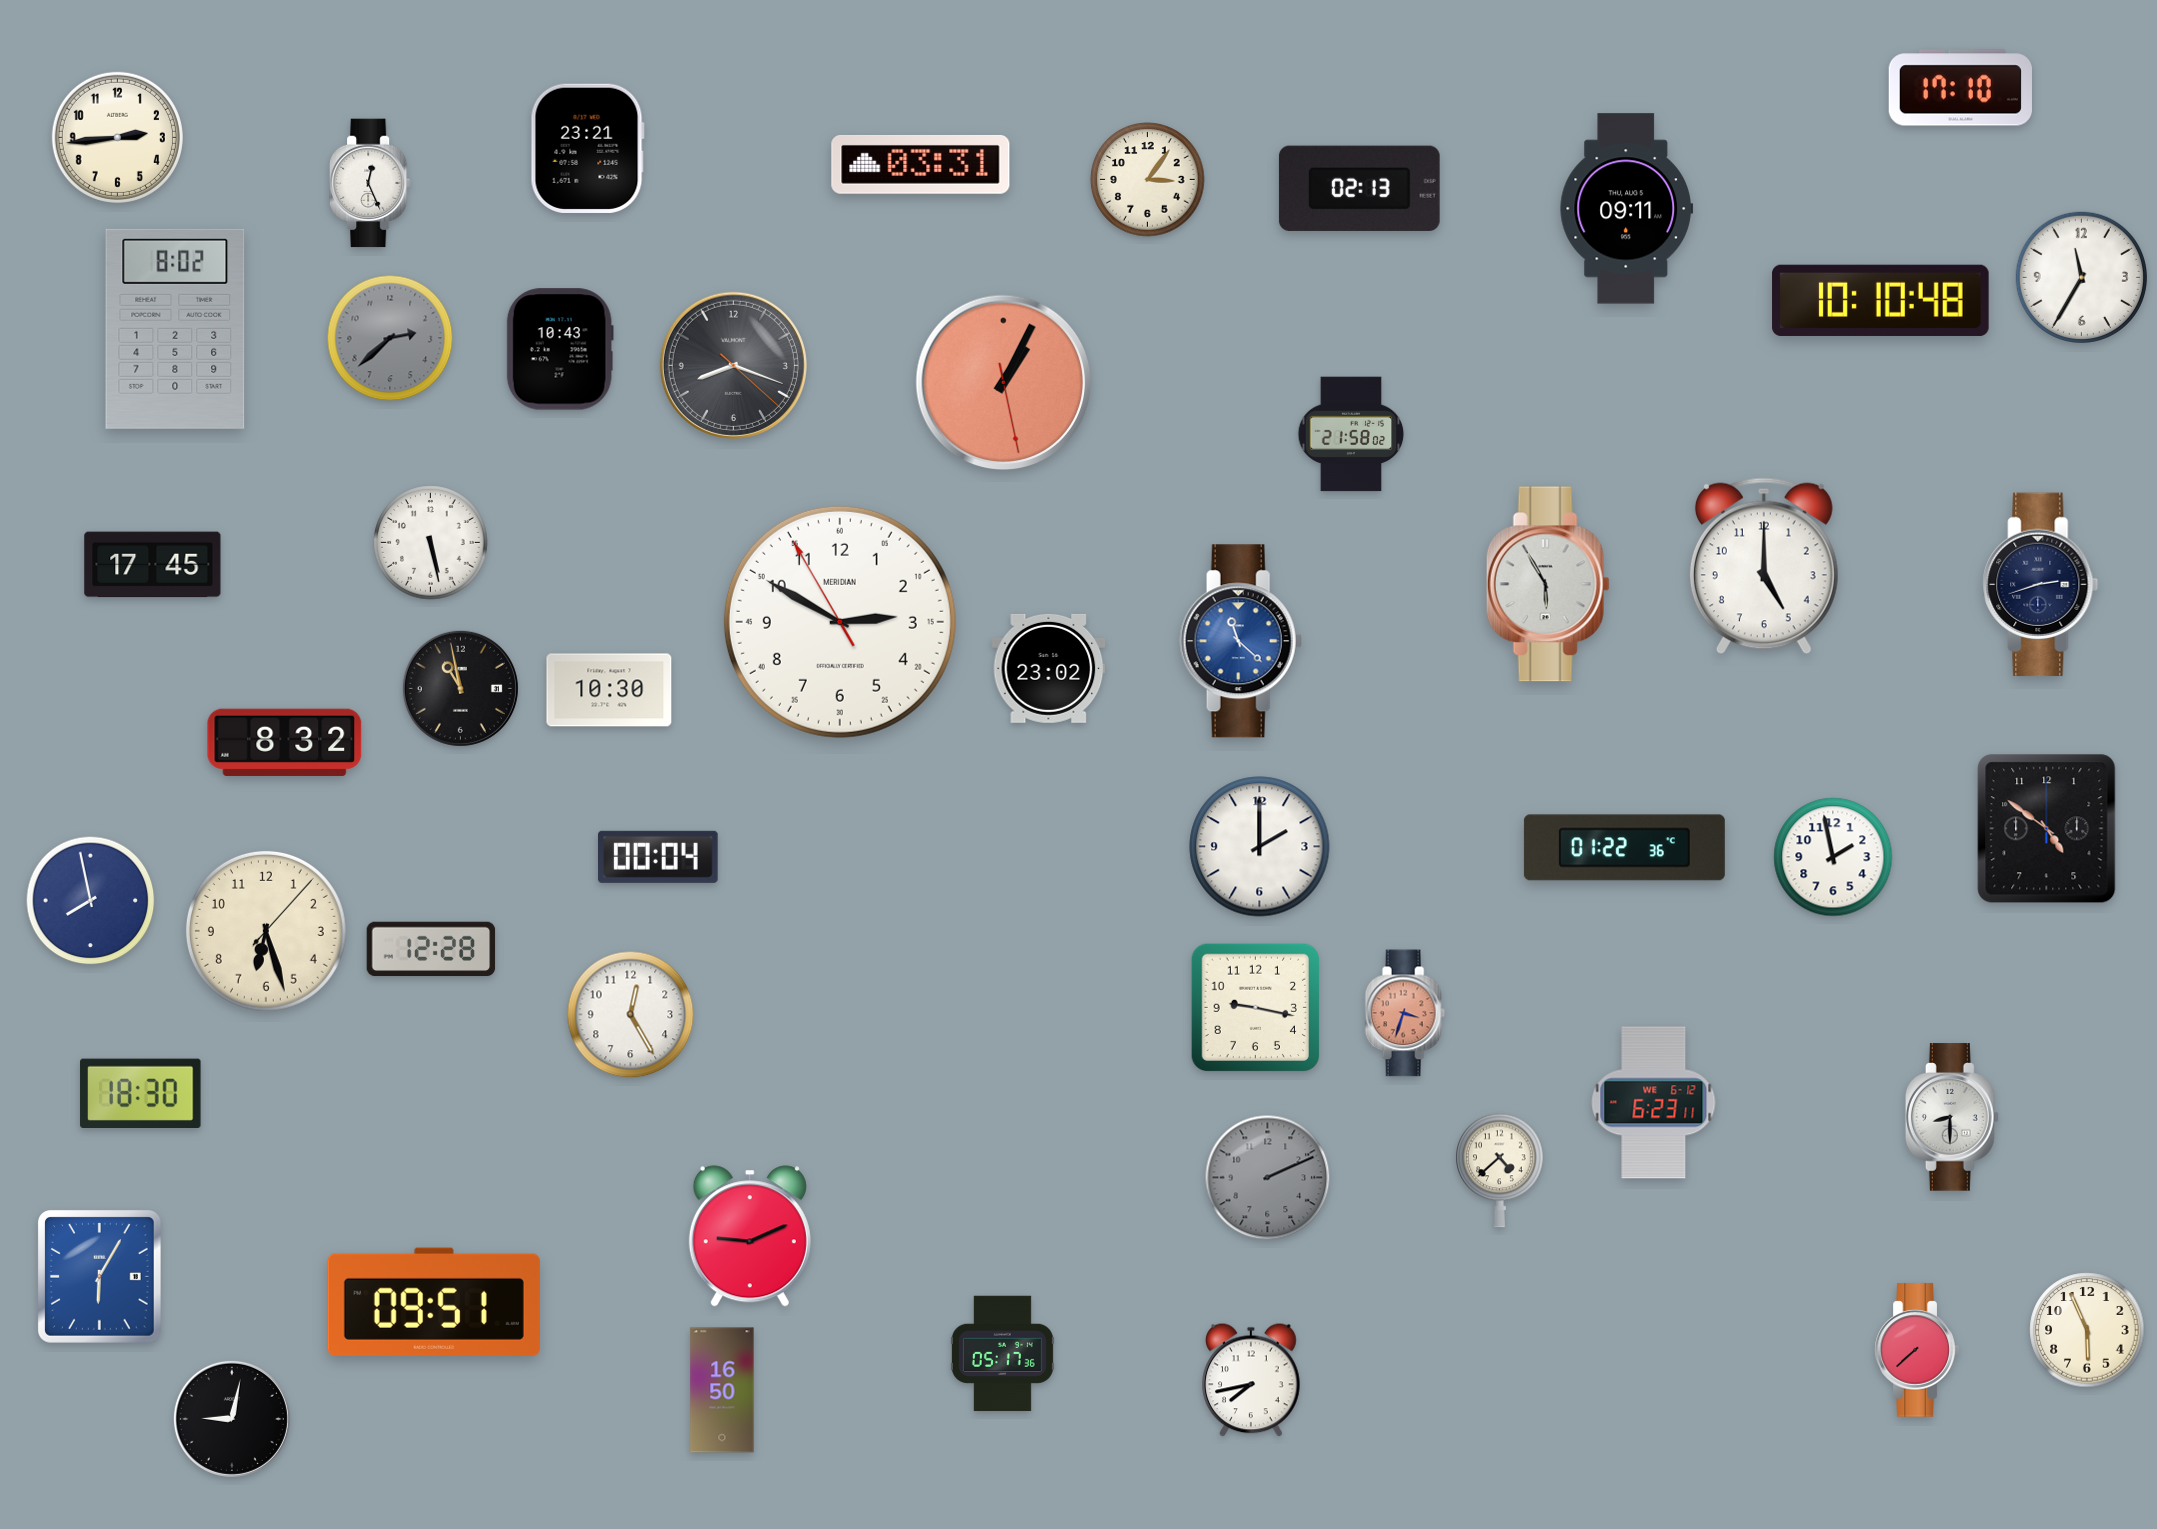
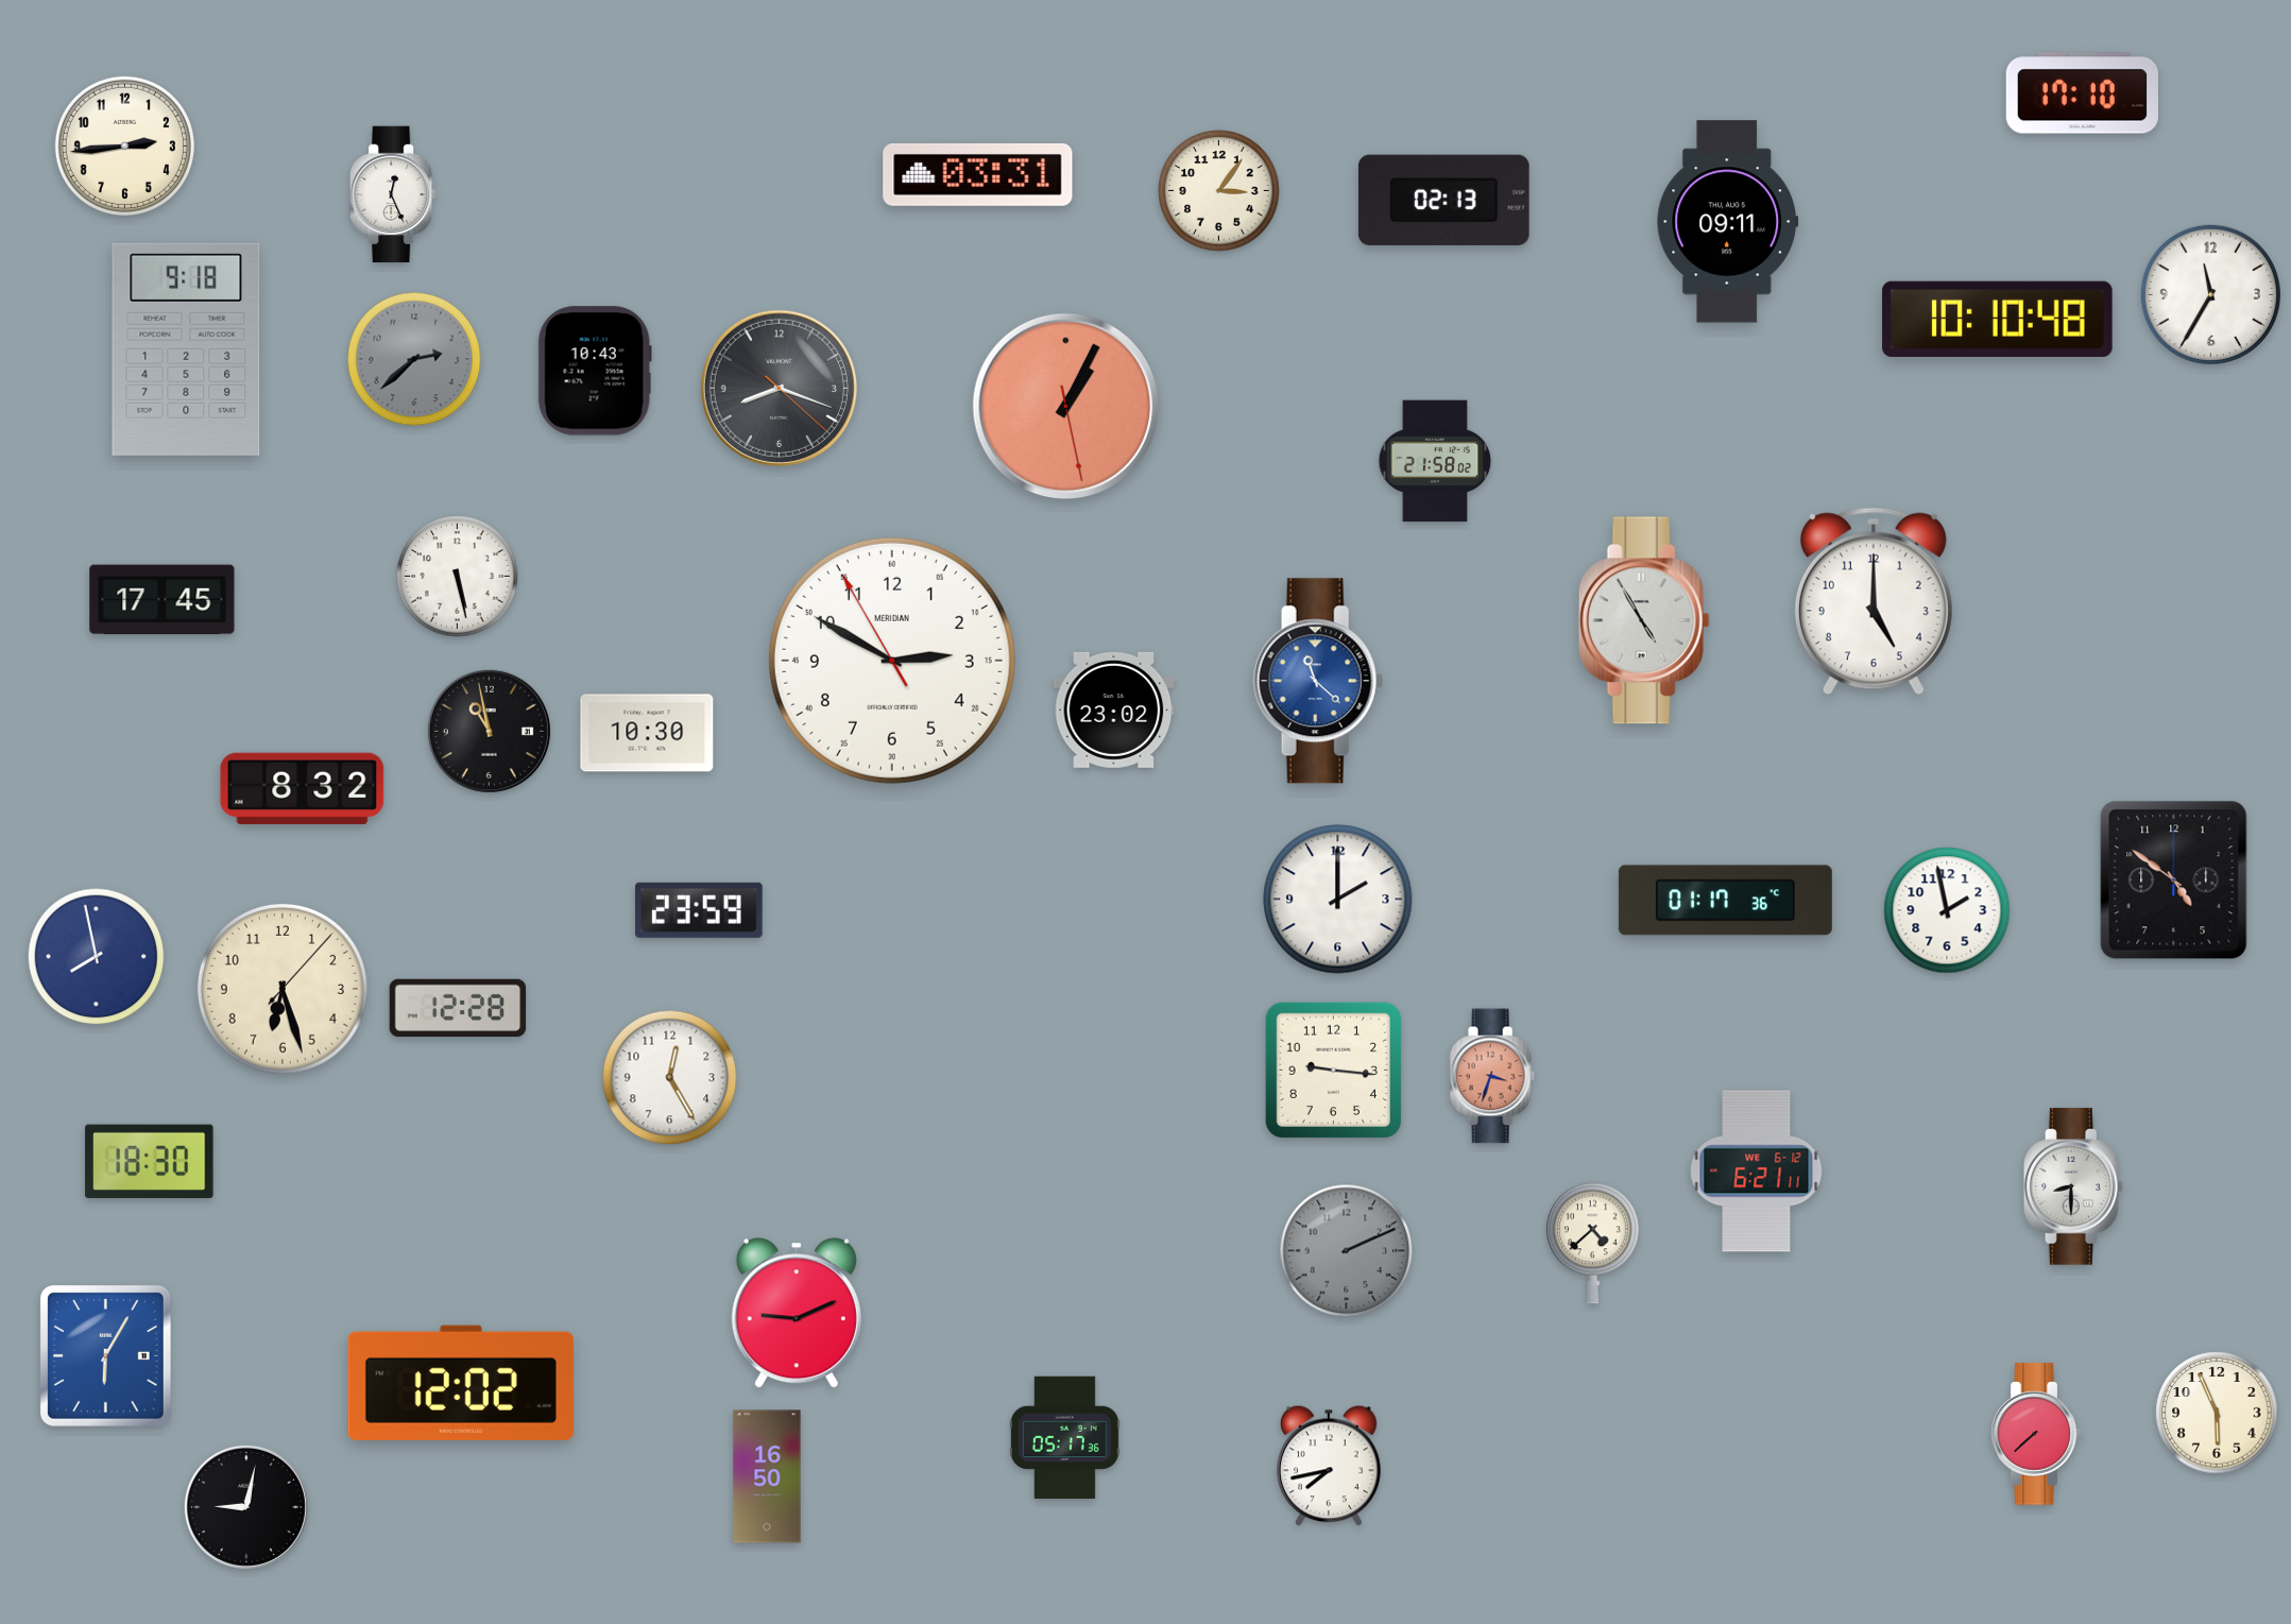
clock at (587, 148): 23:21 -> none
clock at (175, 329): 8:02 -> 9:18
clock at (1548, 584): 5:55 -> 4:55
clock at (2041, 585): 2:42 -> none
clock at (1624, 848): 01:22 -> 01:17
clock at (659, 857): 00:04 -> 23:59
clock at (1255, 1007): 9:17 -> 9:16
clock at (1654, 1103): 6:23 -> 6:21
clock at (434, 1302): 09:51 -> 12:02
